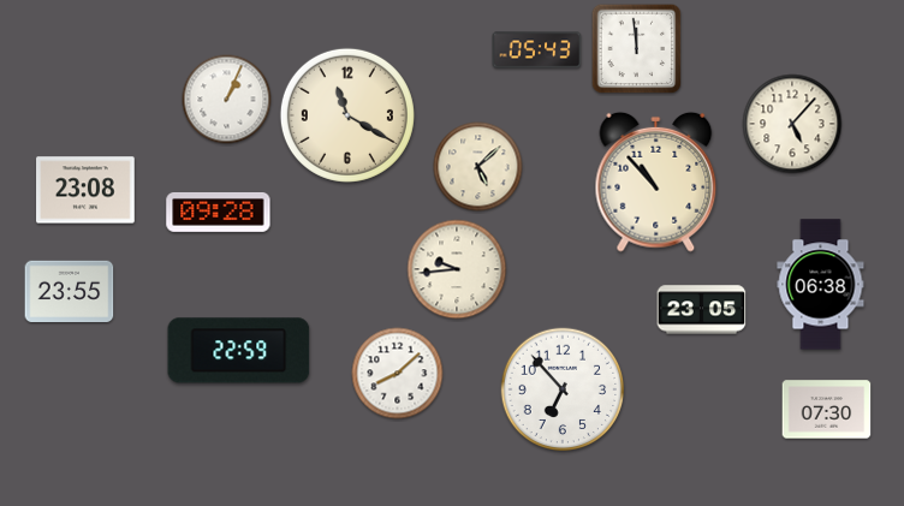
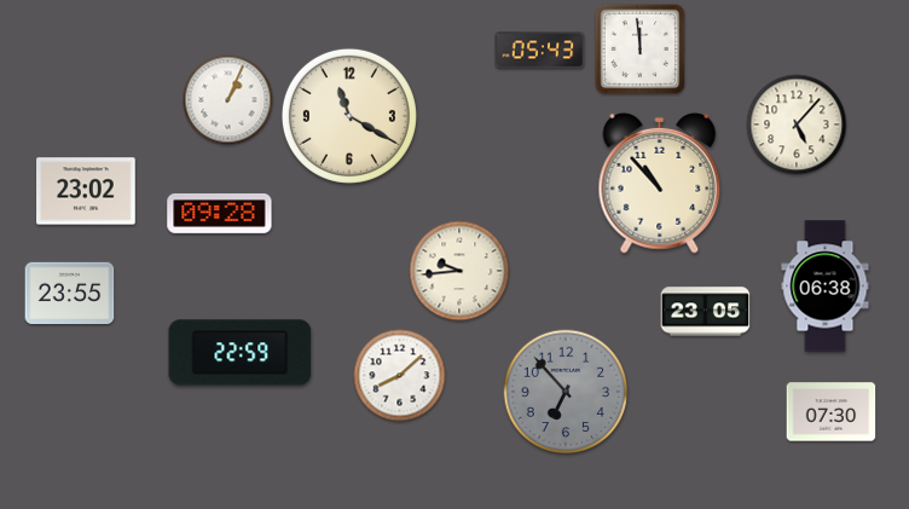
clock at (478, 167): 5:08 -> none
clock at (85, 190): 23:08 -> 23:02
clock at (563, 389) dial: white -> grey
